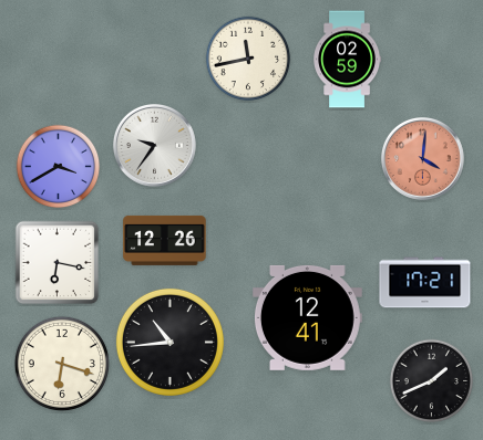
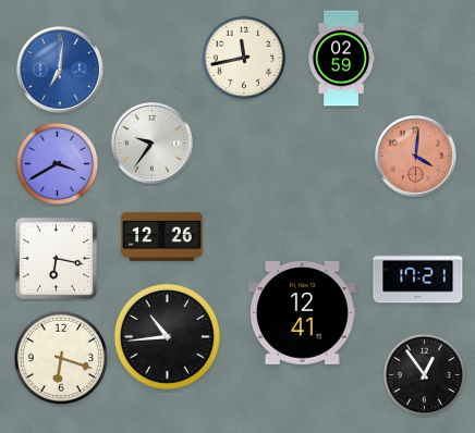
clock at (60, 70): none -> 7:01
clock at (432, 381): 1:41 -> 12:54
